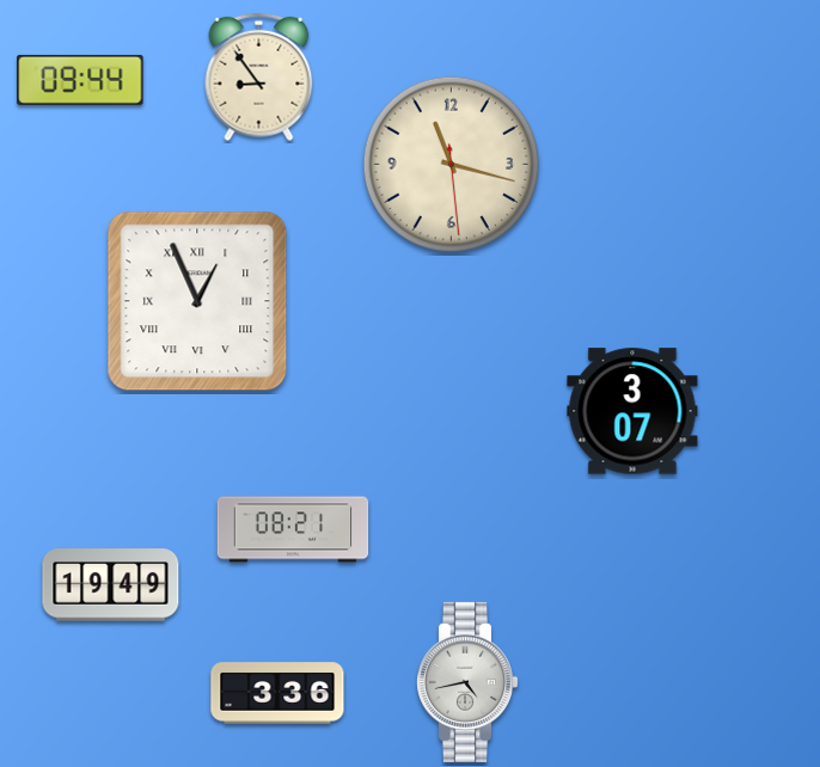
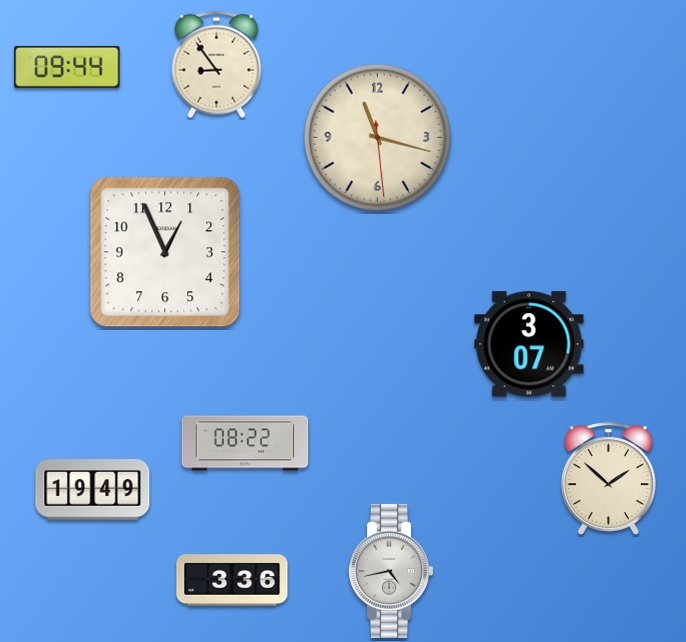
clock at (197, 301) numerals: Roman -> Arabic
clock at (293, 529): 08:21 -> 08:22
clock at (608, 479): none -> 1:52
